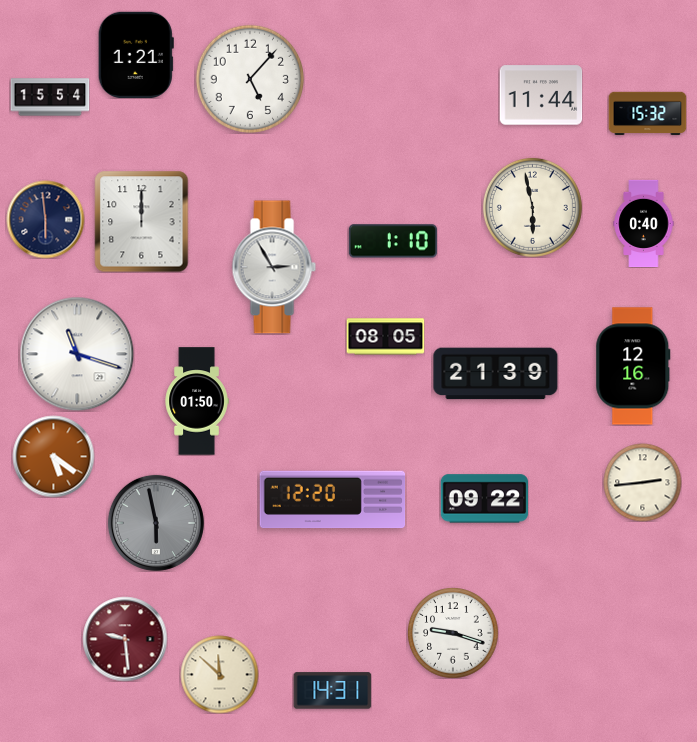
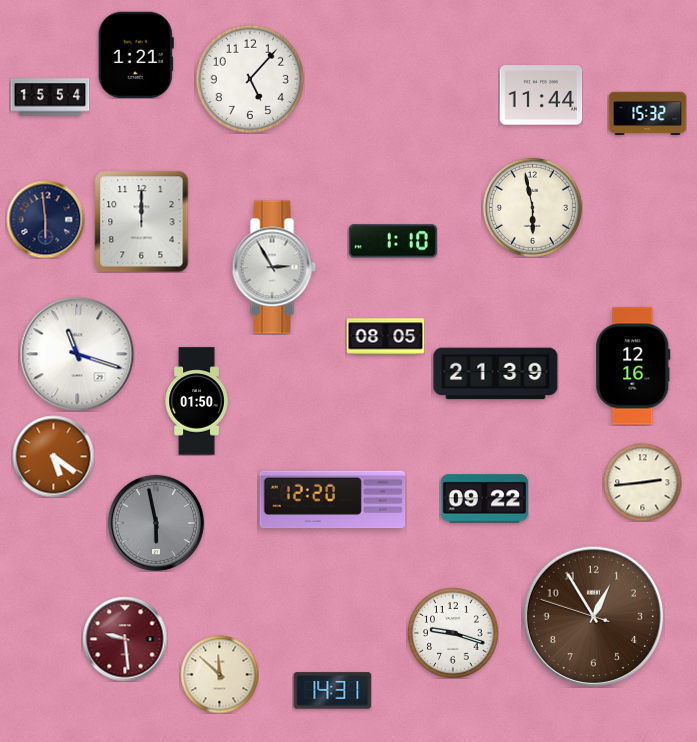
clock at (644, 223): 0:40 -> none
clock at (593, 616): none -> 12:54
